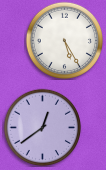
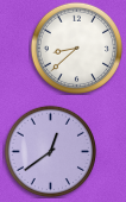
clock at (64, 40): 5:25 -> 8:38
